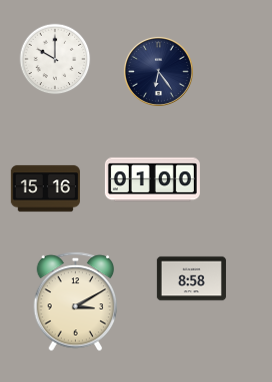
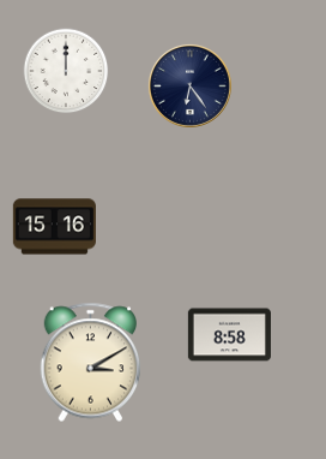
clock at (55, 59): 10:00 -> 12:00
clock at (152, 180): 01:00 -> none
